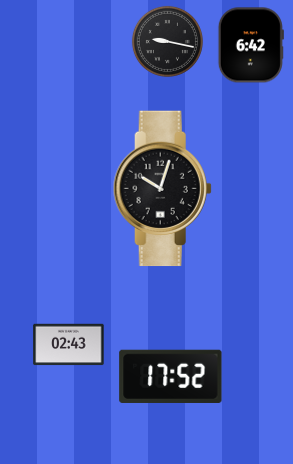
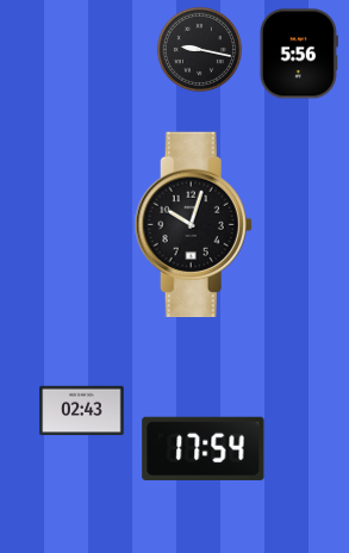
clock at (251, 45): 6:42 -> 5:56
clock at (171, 376): 17:52 -> 17:54
